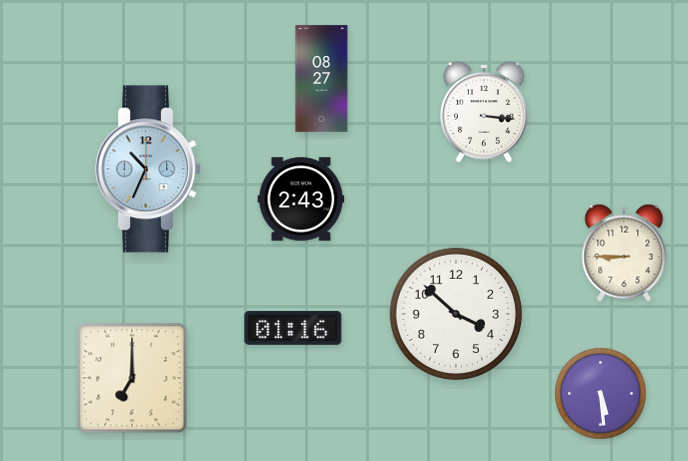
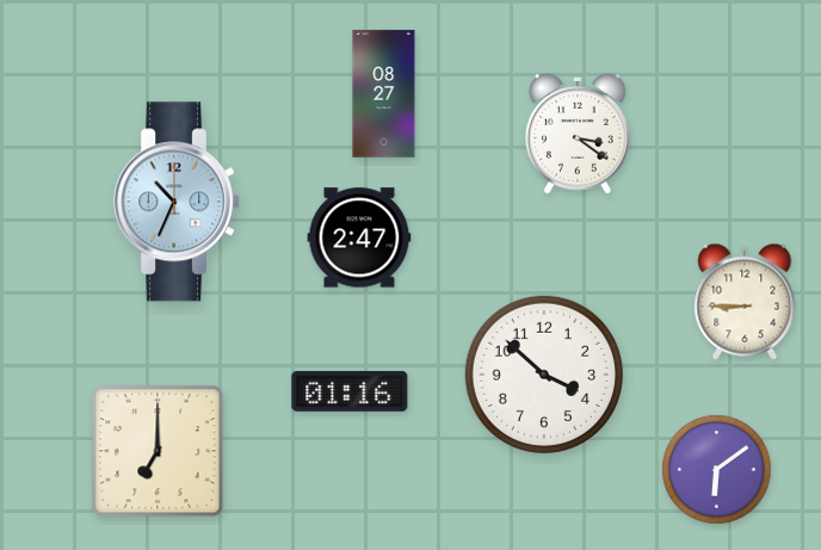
clock at (485, 113): 3:16 -> 3:21
clock at (301, 199): 2:43 -> 2:47
clock at (601, 394): 5:29 -> 6:09
